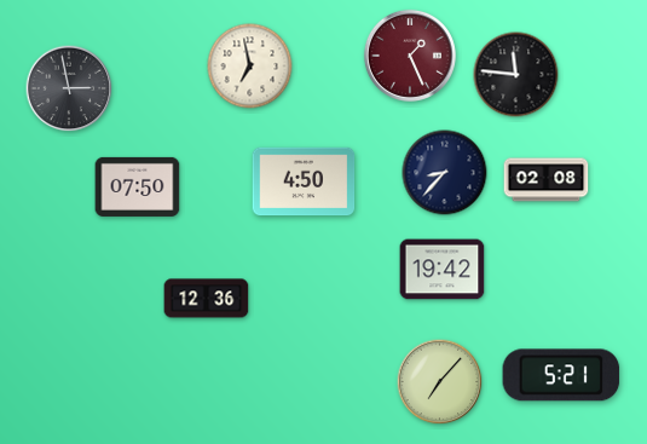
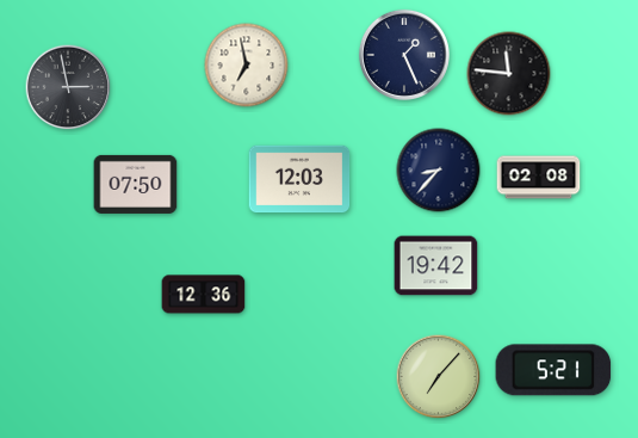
clock at (410, 56) dial: burgundy -> navy
clock at (304, 181): 4:50 -> 12:03
clock at (440, 382) position: (440, 382) -> (439, 377)
